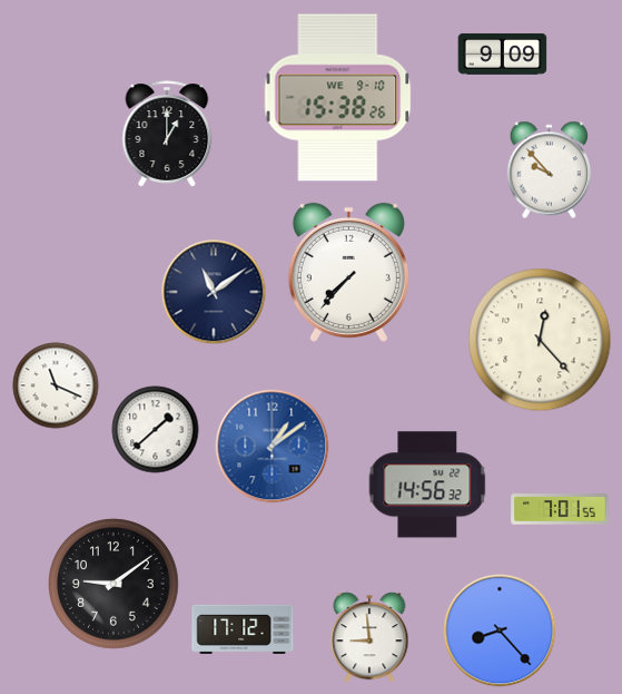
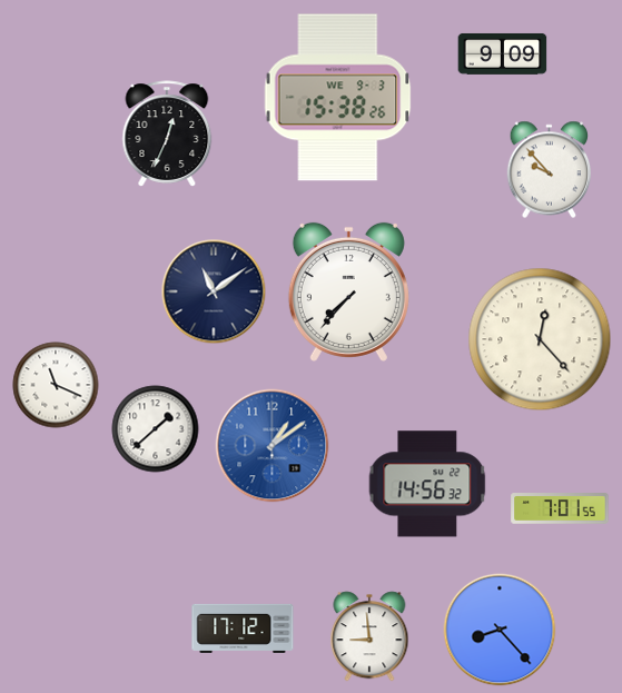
clock at (338, 98) date: WE 9-10 -> WE 9-3
clock at (167, 134): 1:00 -> 12:34
clock at (348, 272) position: (348, 272) -> (348, 291)
clock at (113, 584): 9:09 -> none
